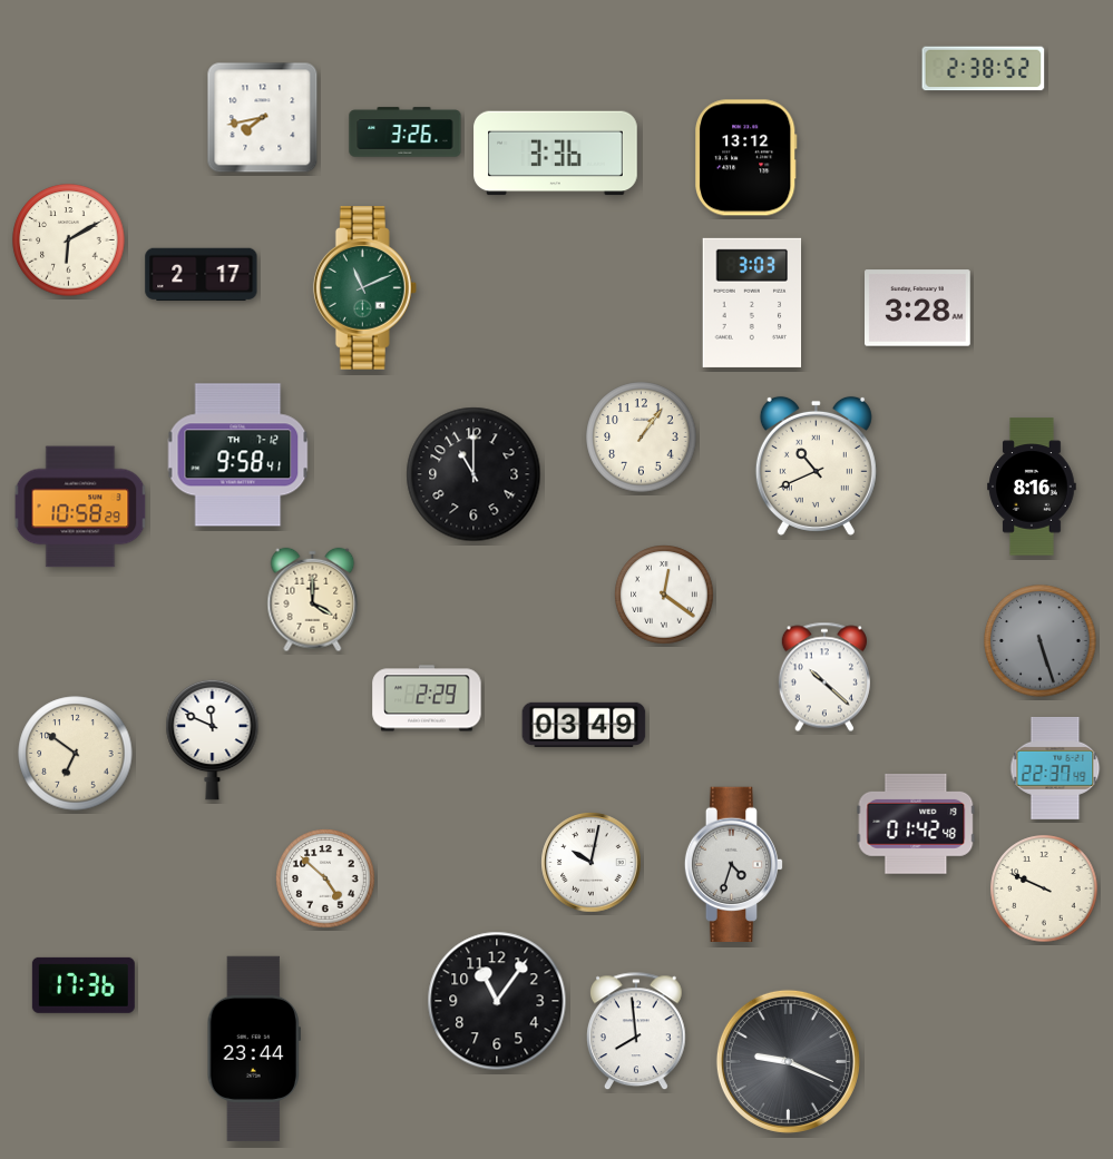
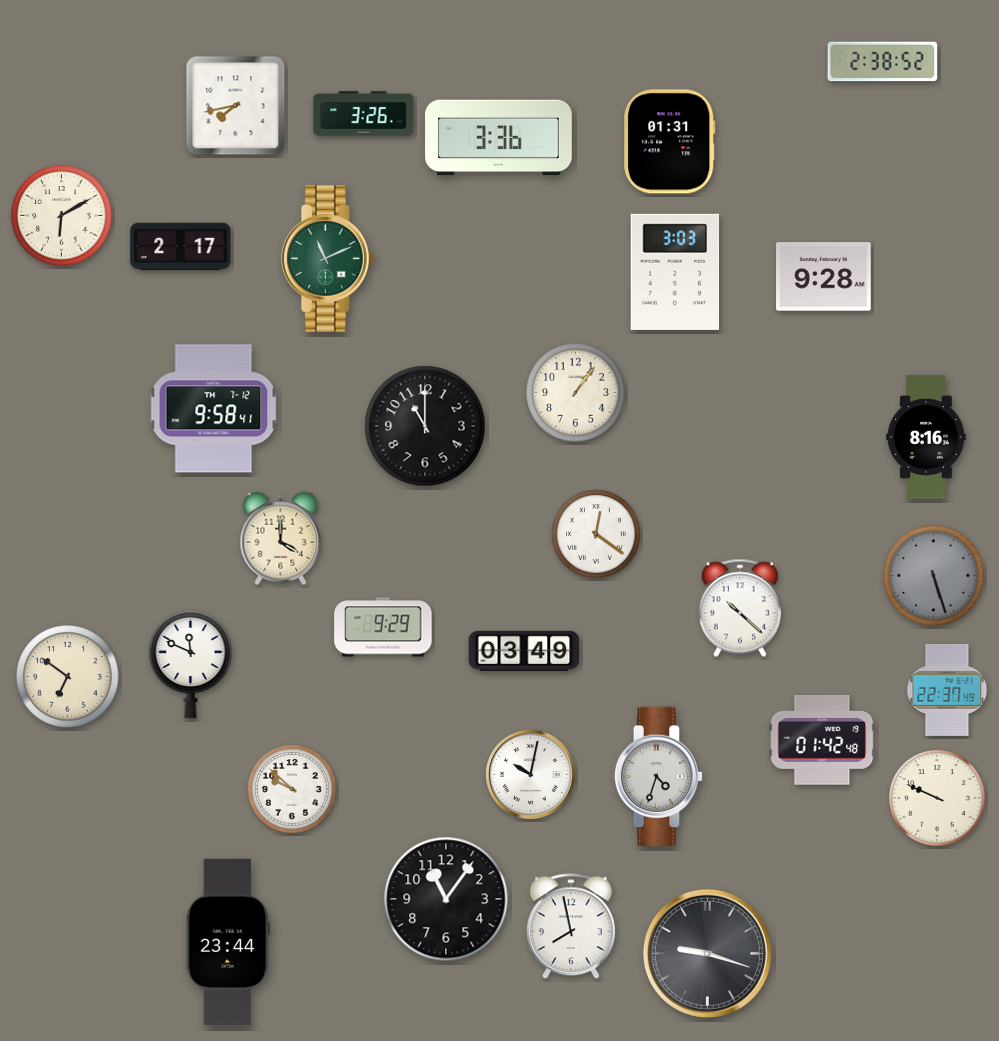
clock at (406, 132) position: (406, 132) -> (364, 114)
clock at (746, 158): 13:12 -> 01:31
clock at (918, 308): 3:28 -> 9:28
clock at (816, 465): 10:41 -> none
clock at (80, 507): 10:58 -> none
clock at (427, 698): 2:29 -> 9:29
clock at (325, 878): 4:52 -> 9:52
clock at (84, 985): 17:36 -> none
clock at (637, 1032): 7:59 -> 7:58
clock at (788, 1061): 9:19 -> 9:18
